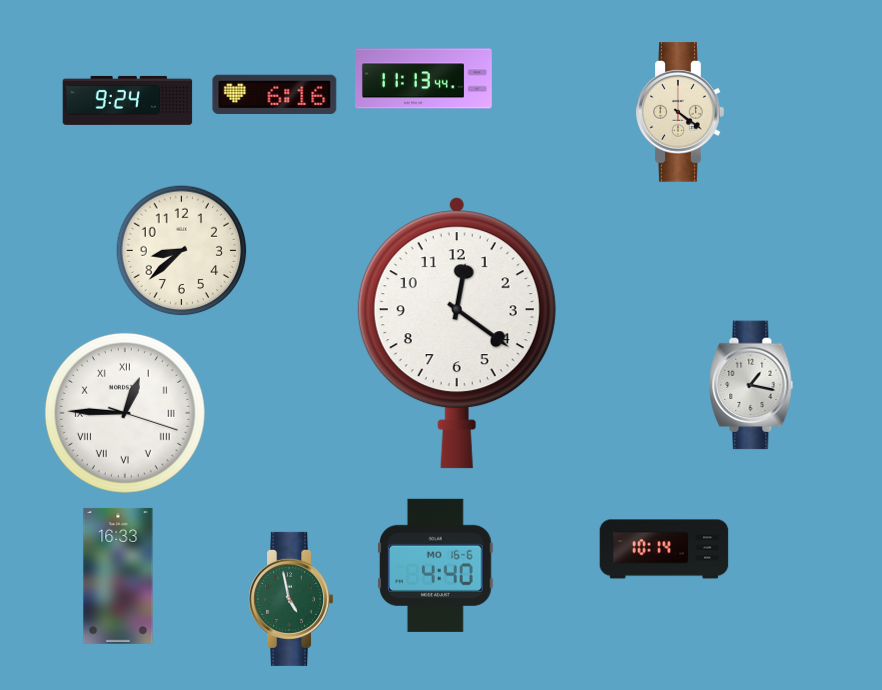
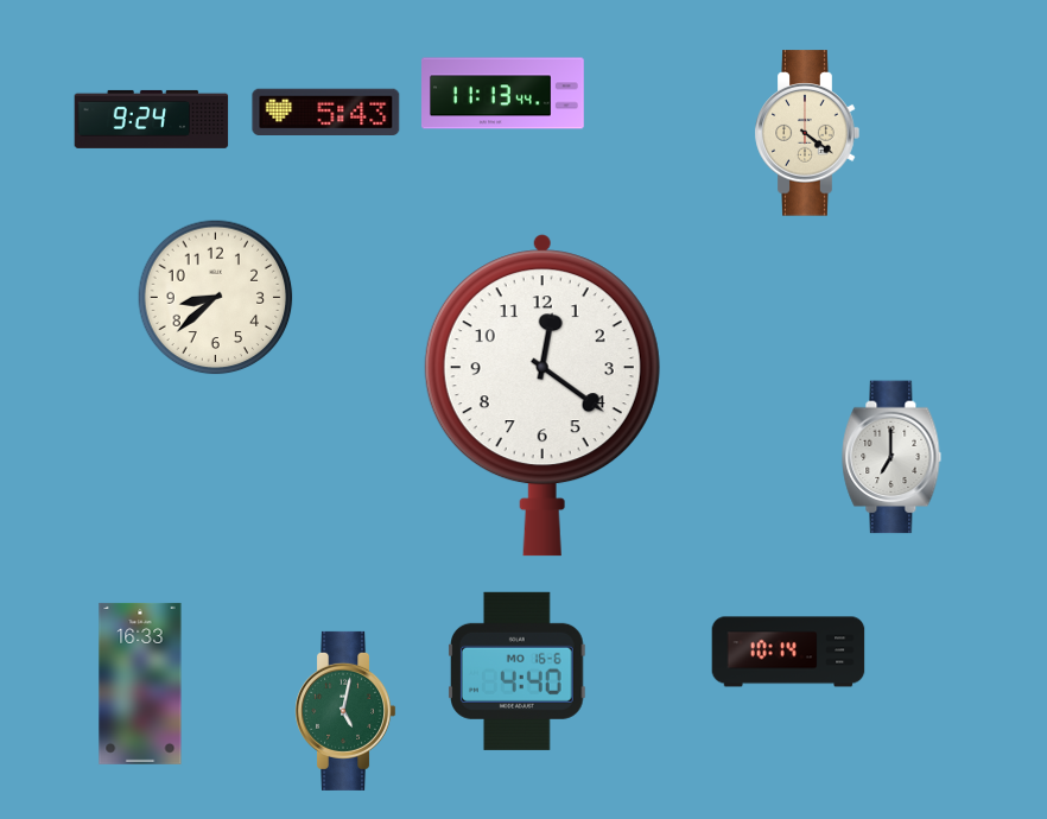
clock at (275, 94): 6:16 -> 5:43
clock at (751, 385): 1:17 -> 7:00
clock at (125, 413): 12:45 -> none
clock at (291, 599): 4:58 -> 5:02
